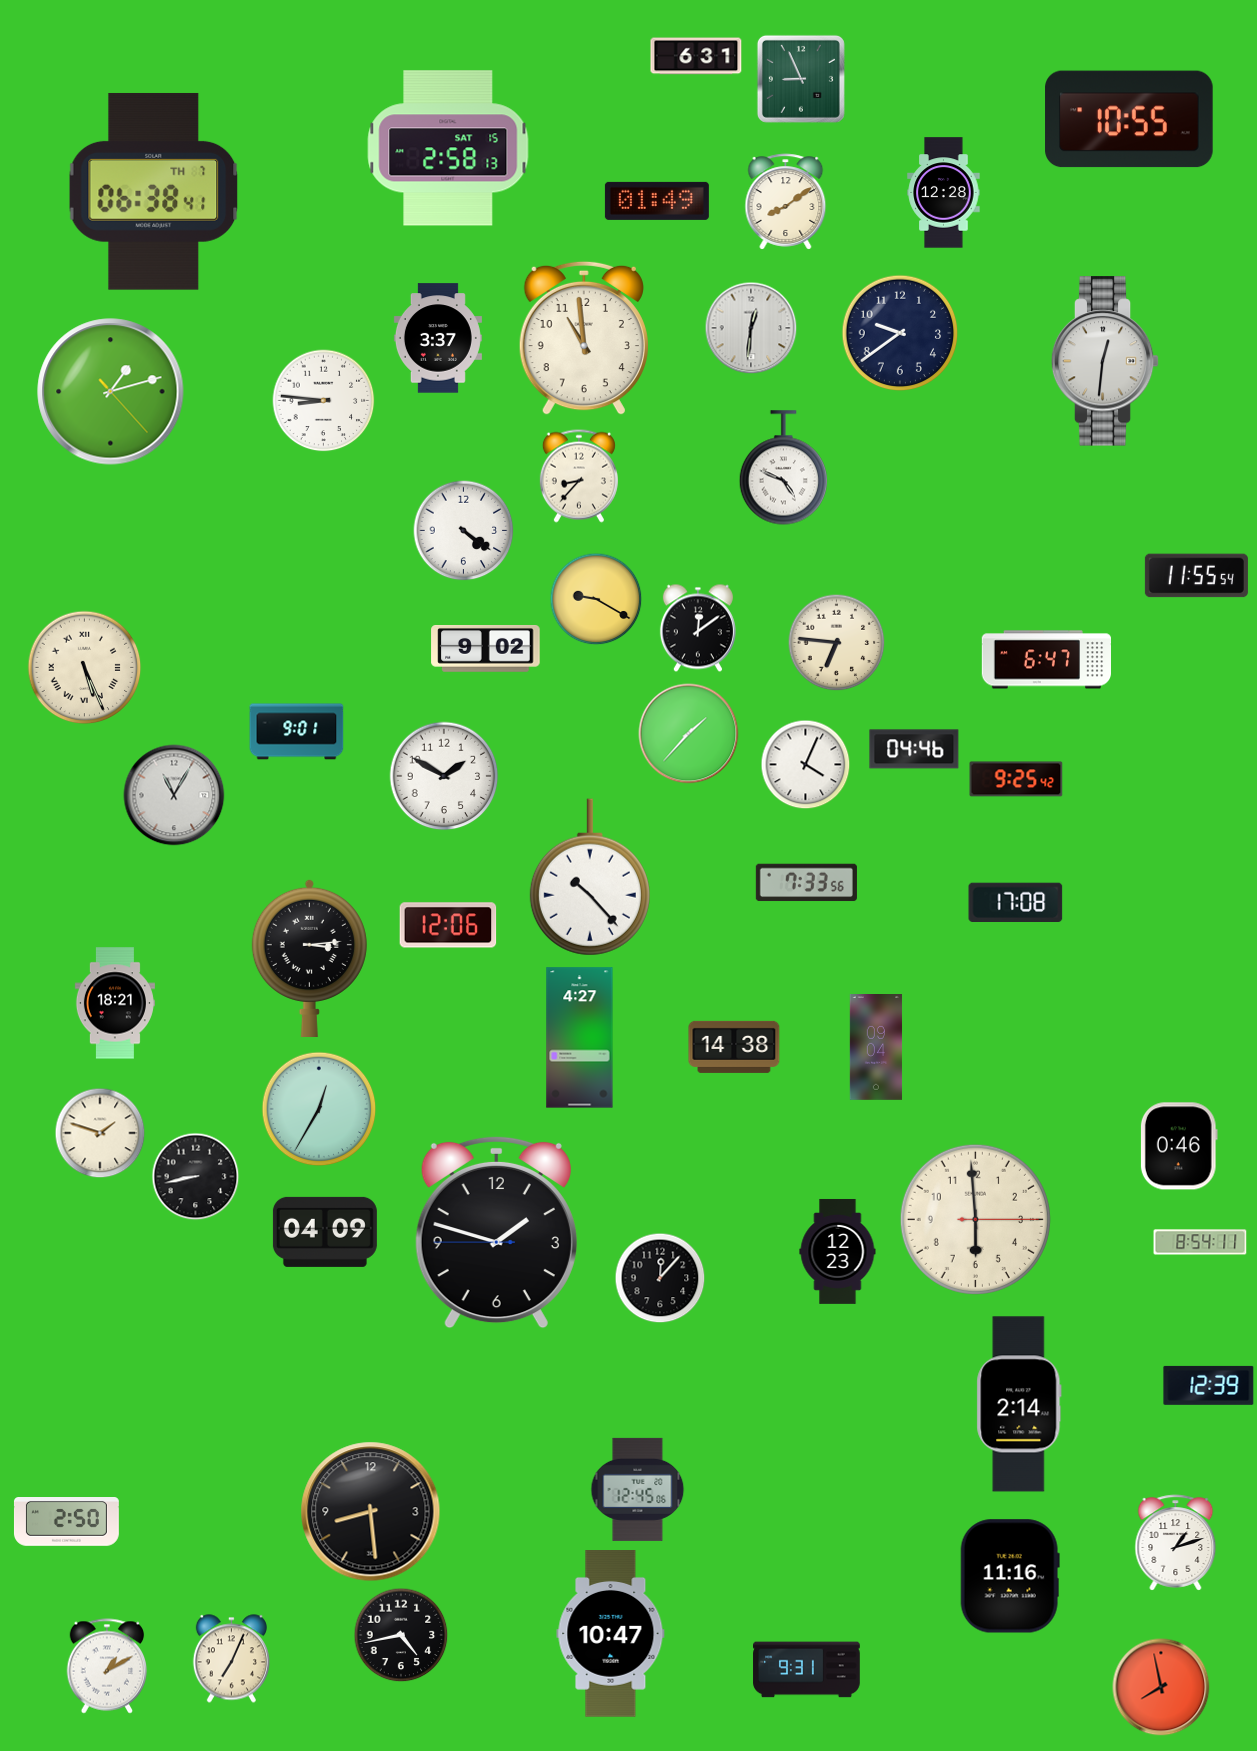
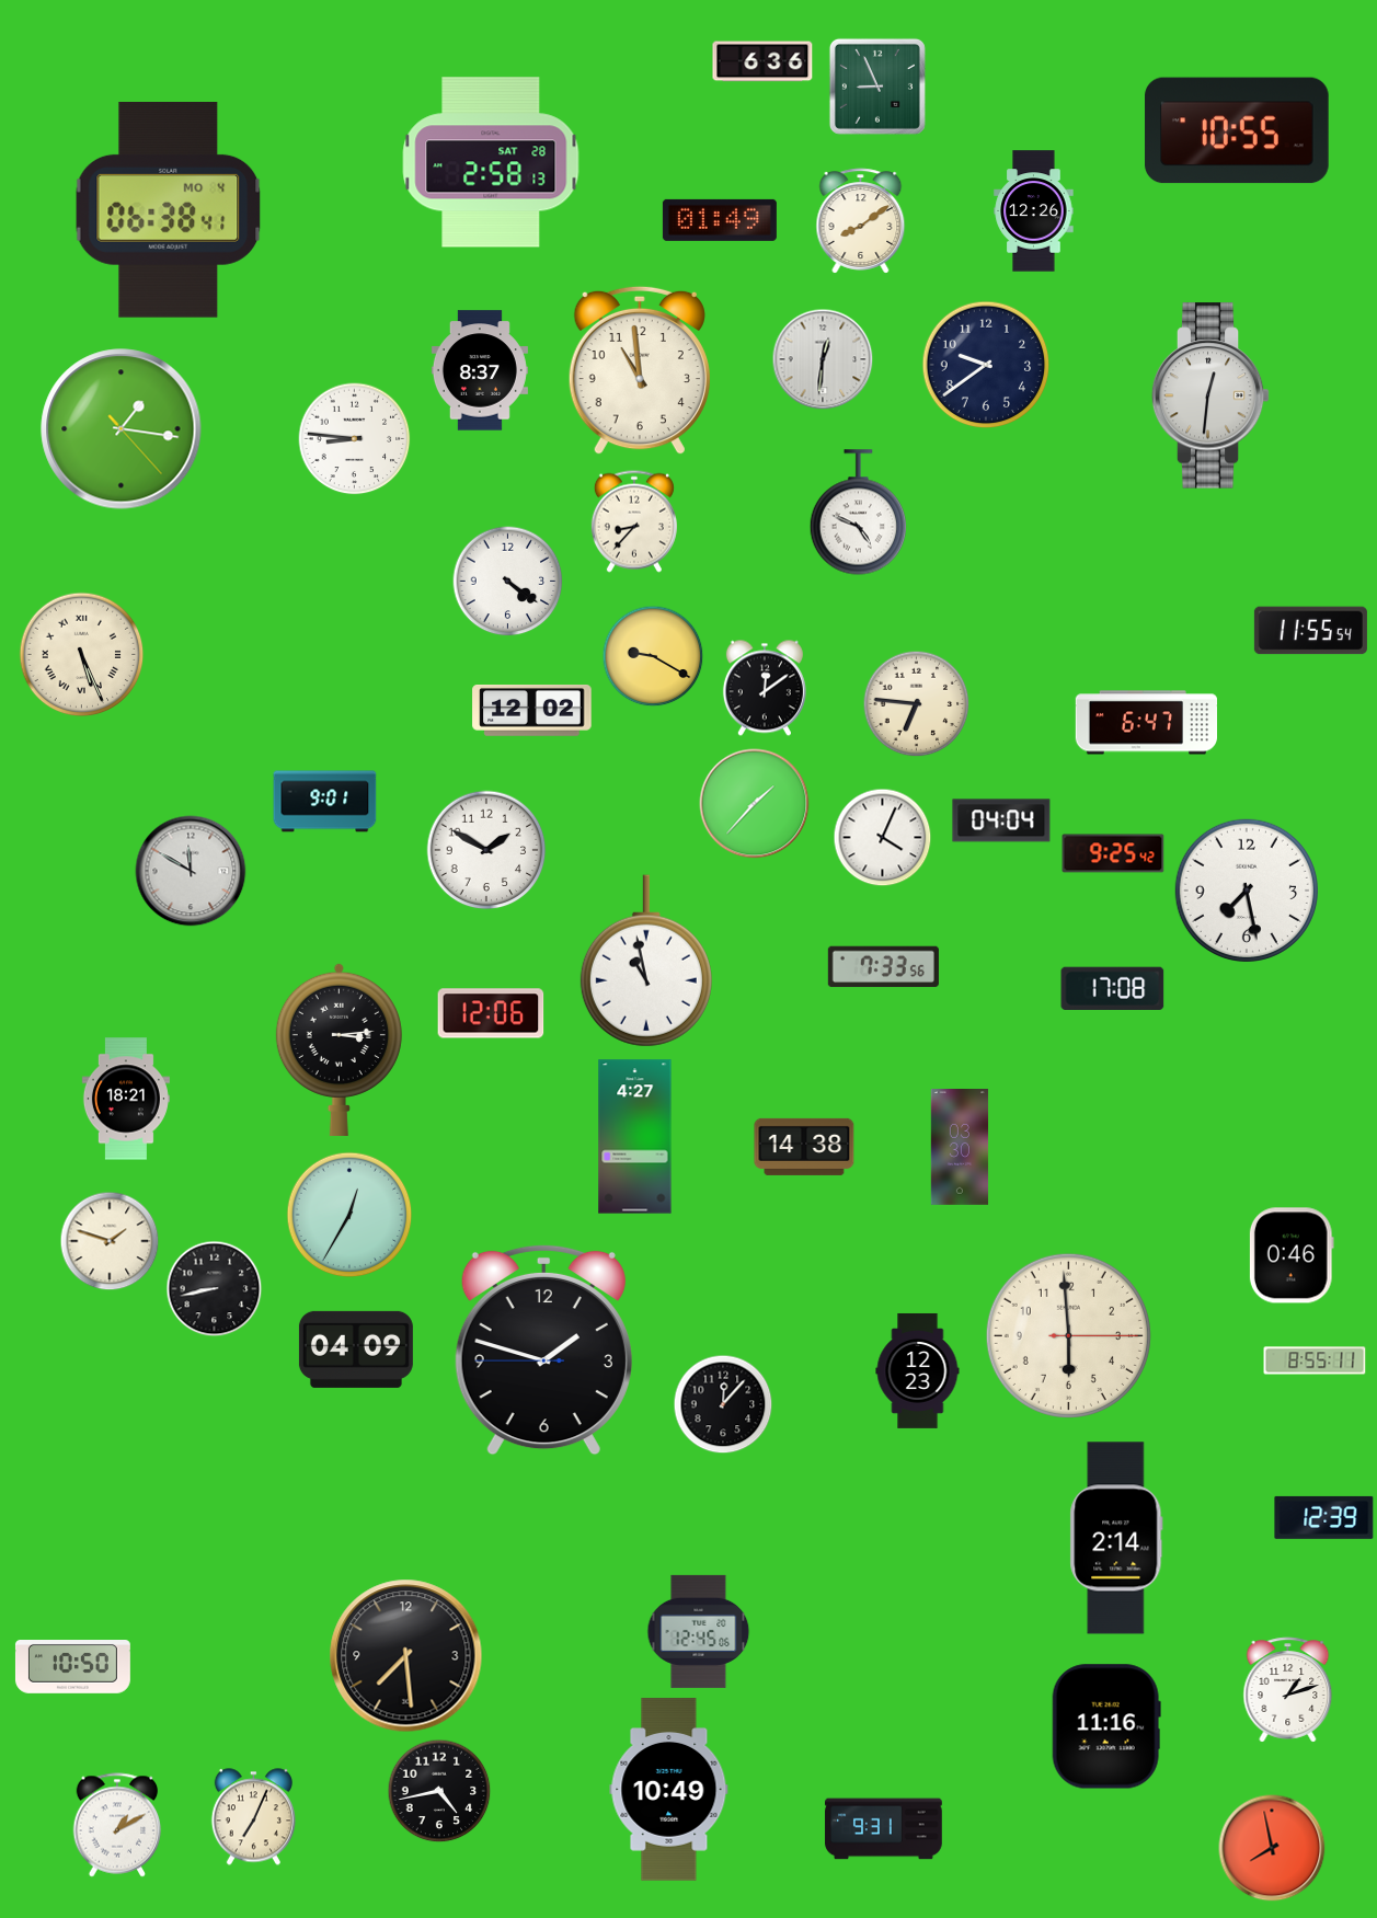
clock at (696, 56): 6:31 -> 6:36
clock at (448, 148) date: SAT 15 -> SAT 28
clock at (154, 191) date: TH 7 -> MO 4
clock at (944, 193): 12:28 -> 12:26
clock at (438, 338): 3:37 -> 8:37
clock at (111, 392): 1:12 -> 1:16
clock at (486, 649): 9:02 -> 12:02
clock at (85, 668) position: (85, 668) -> (82, 655)
clock at (914, 749): 04:46 -> 04:04
clock at (174, 795): 11:05 -> 11:50
clock at (1246, 889): none -> 7:28
clock at (590, 877): 10:23 -> 10:58
clock at (876, 1048): 09:04 -> 03:30
clock at (1200, 1242): 8:54 -> 8:55
clock at (660, 1278) position: (660, 1278) -> (723, 1404)
clock at (371, 1512): 8:29 -> 7:29
clock at (66, 1522): 2:50 -> 10:50
clock at (611, 1634): 10:47 -> 10:49
